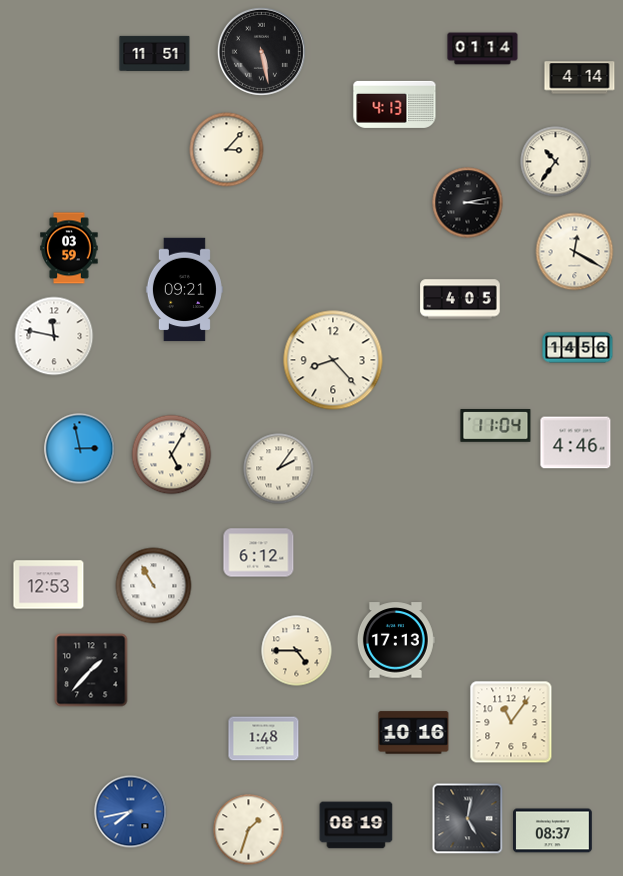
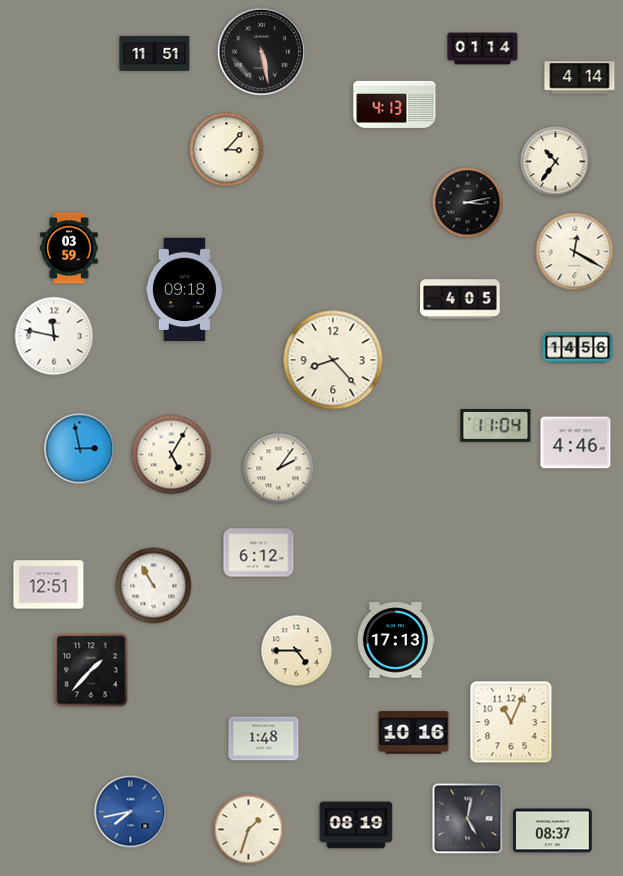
clock at (184, 290): 09:21 -> 09:18
clock at (49, 585): 12:53 -> 12:51
clock at (511, 722): 11:06 -> 11:04
